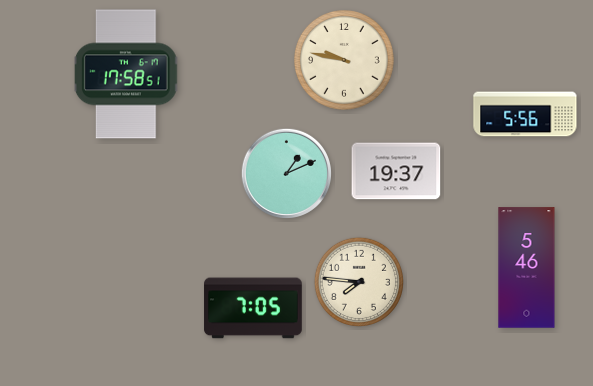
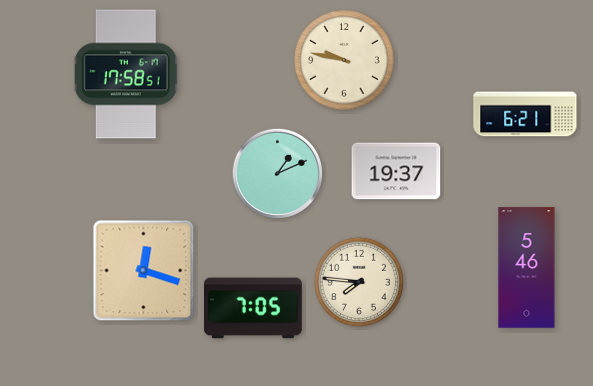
clock at (525, 114): 5:56 -> 6:21
clock at (286, 173) position: (286, 173) -> (277, 173)
clock at (144, 271): none -> 12:18
